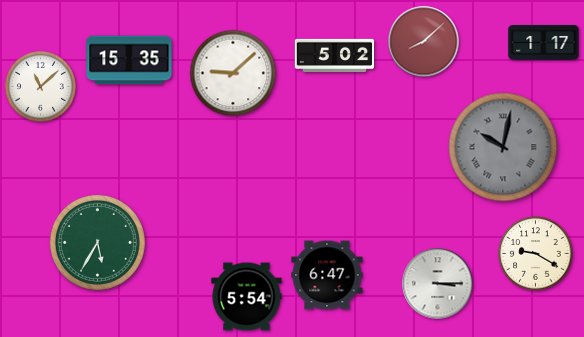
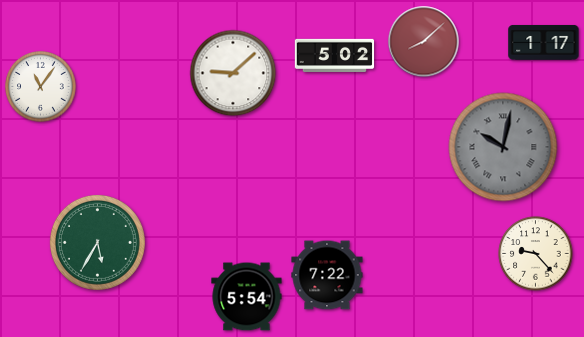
clock at (129, 60): 15:35 -> none
clock at (41, 87): 11:08 -> 11:06
clock at (536, 254): 9:20 -> 9:23
clock at (327, 275): 6:47 -> 7:22
clock at (438, 284): 3:15 -> none
